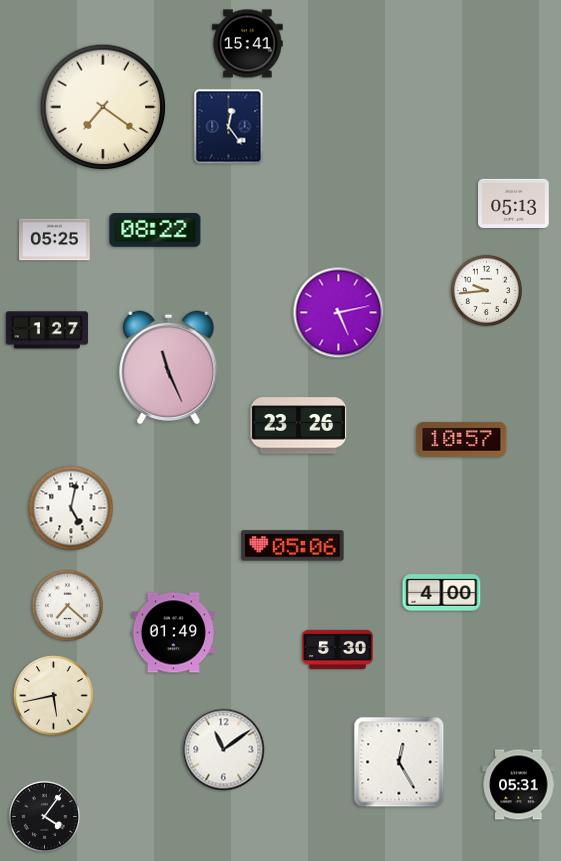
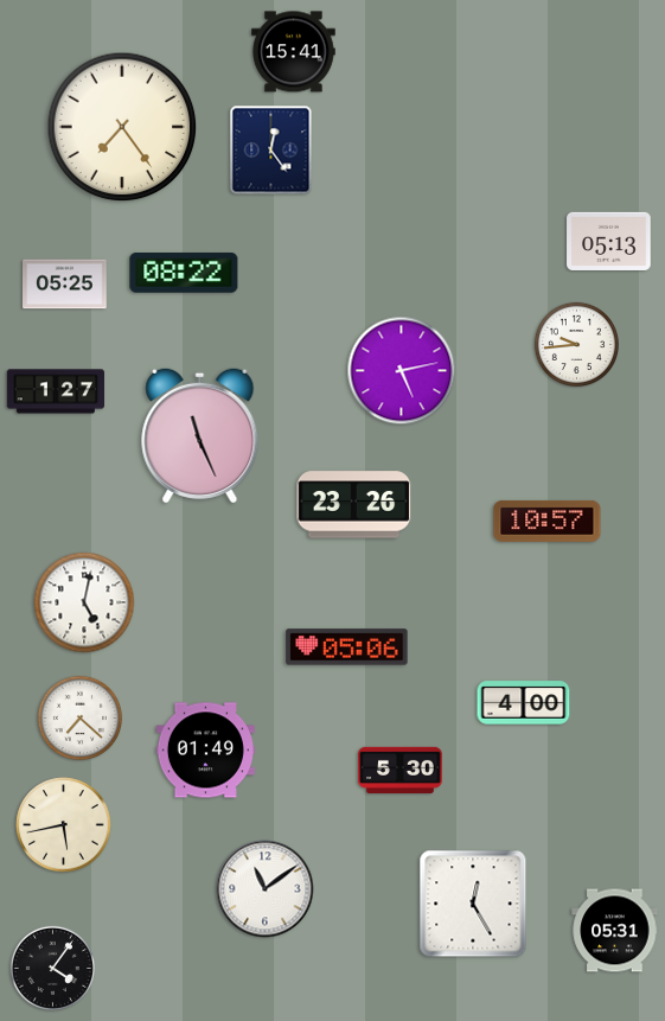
clock at (103, 107): 7:21 -> 7:24
